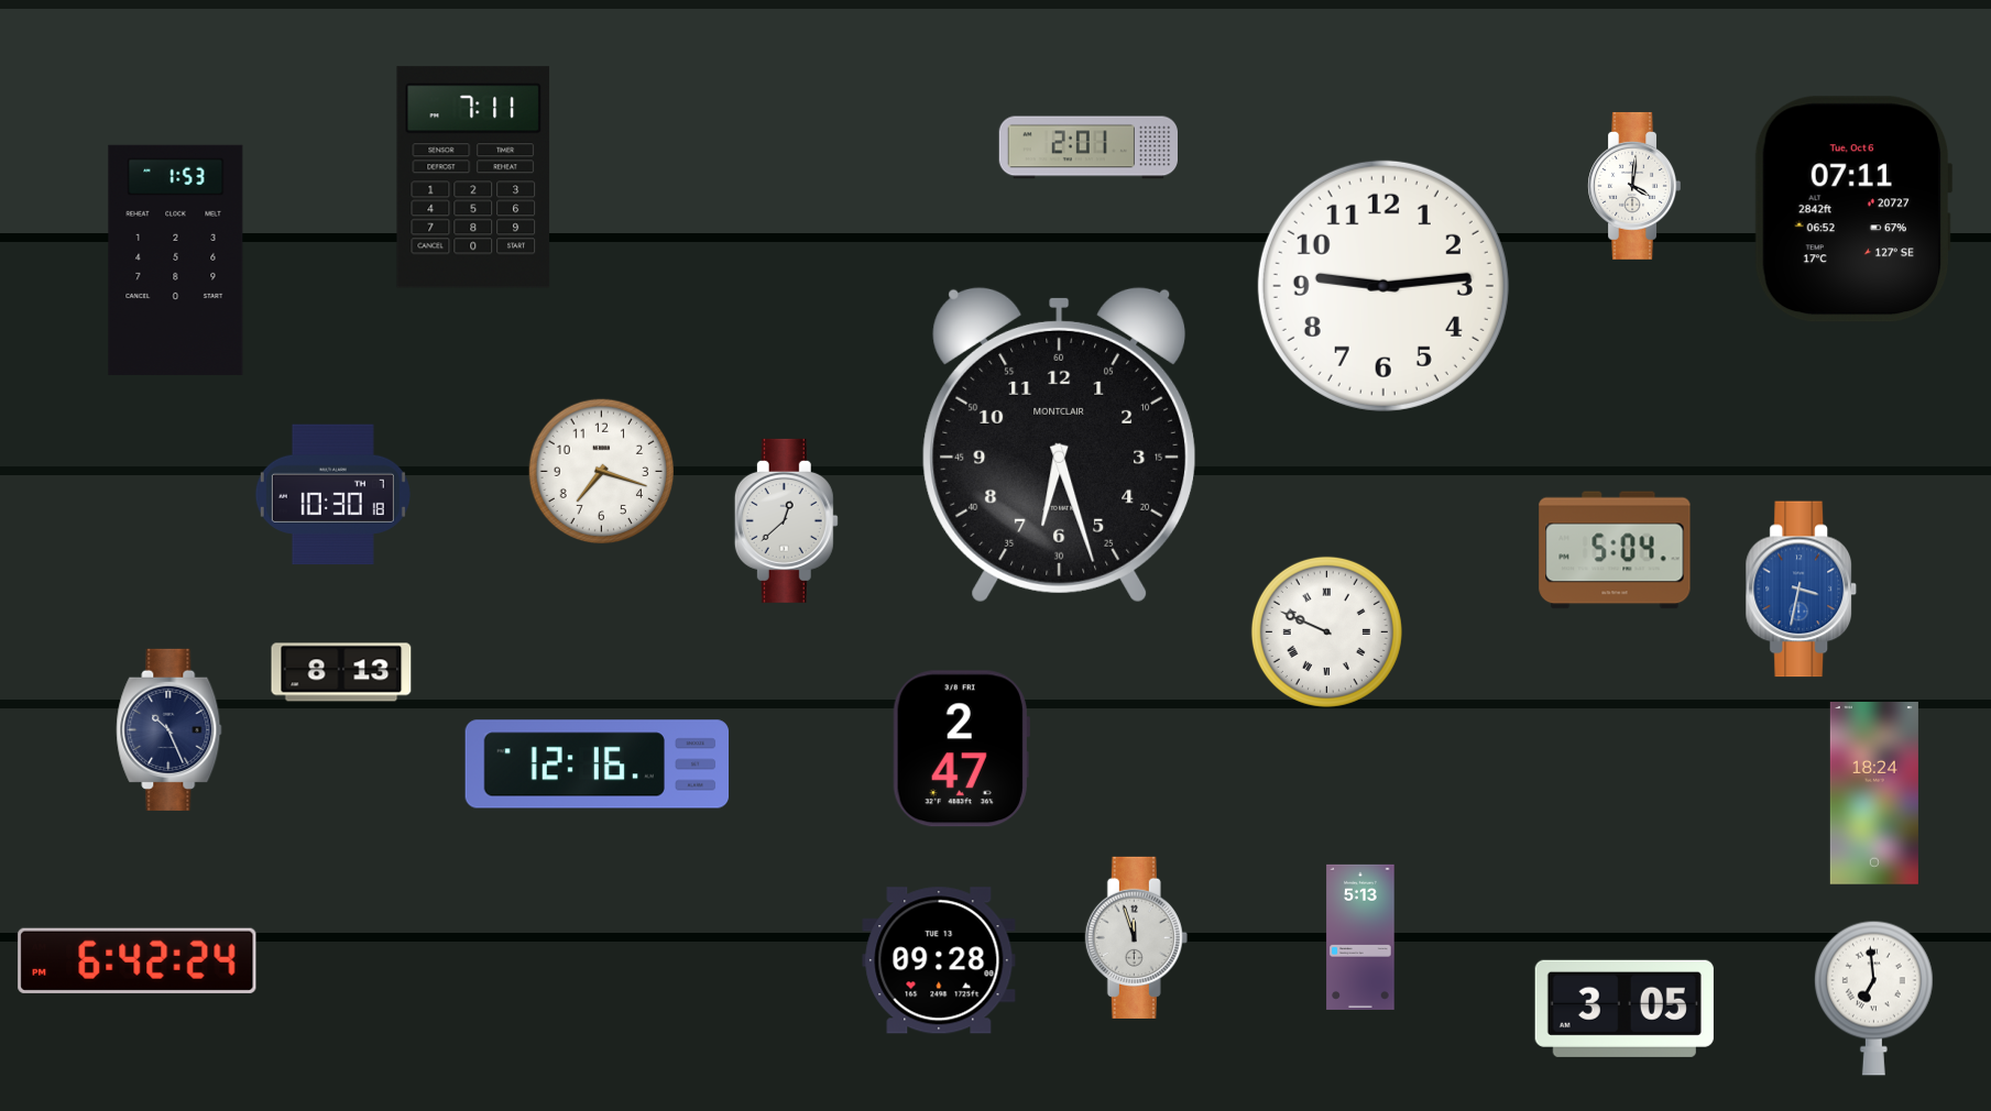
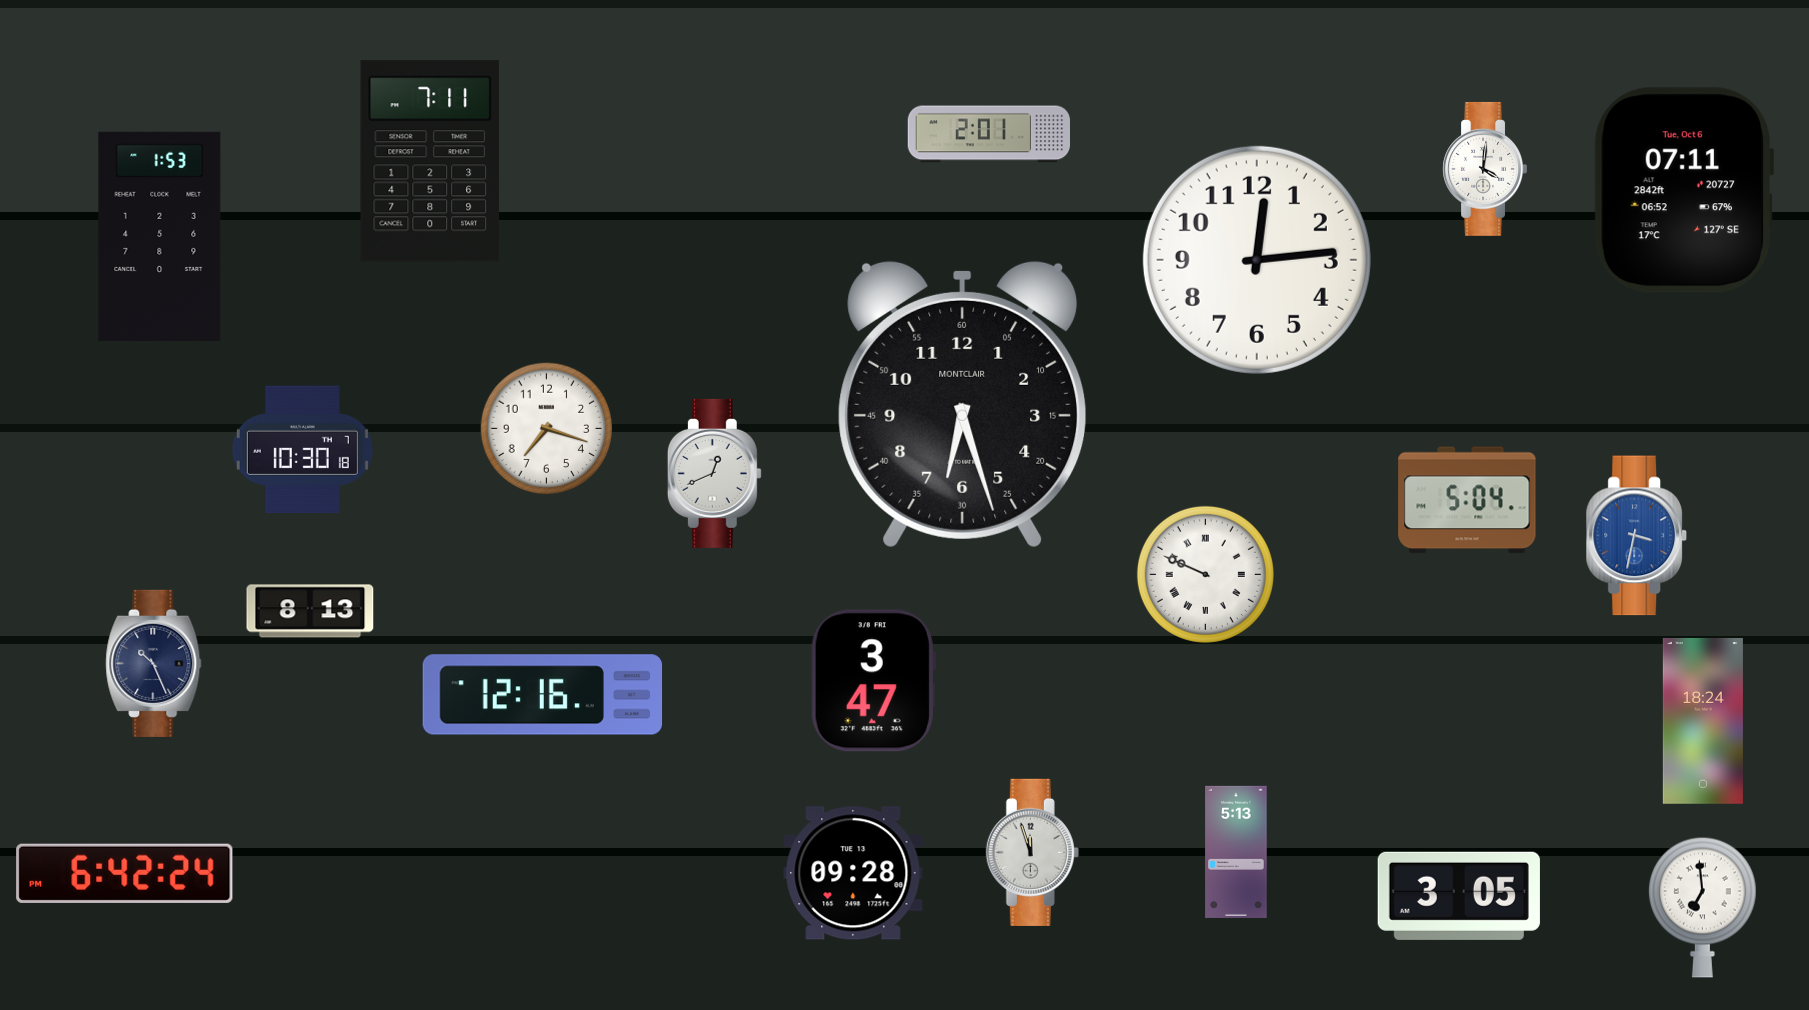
clock at (1383, 286): 9:14 -> 12:14
clock at (786, 520): 12:38 -> 12:41
clock at (961, 749): 2:47 -> 3:47
clock at (1624, 1009) position: (1624, 1009) -> (1459, 896)
